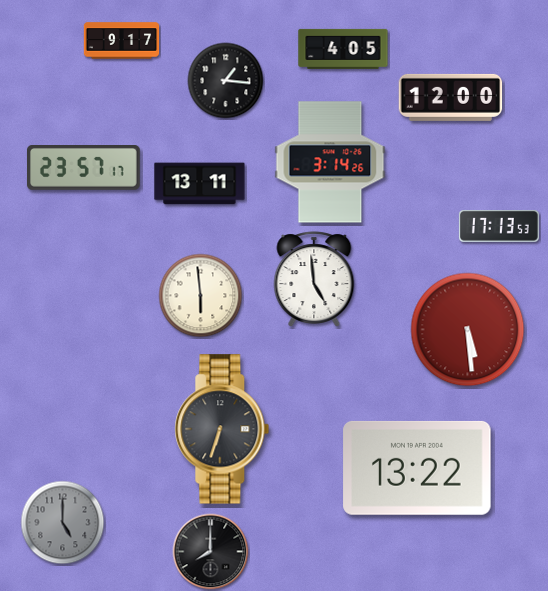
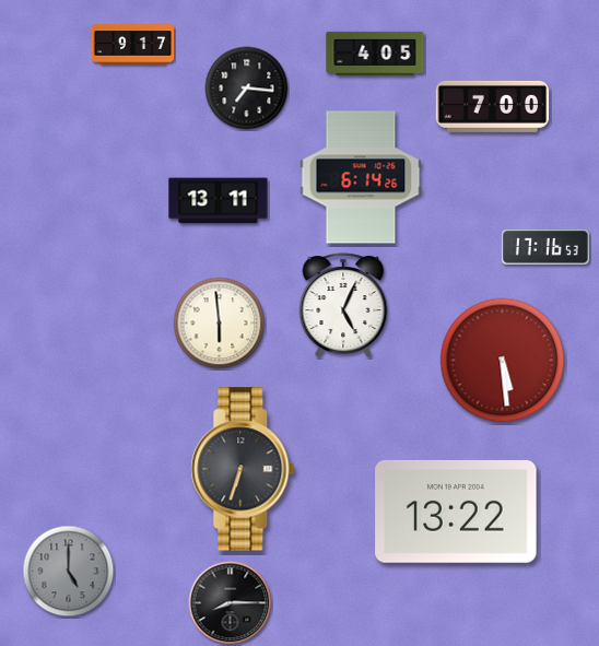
clock at (226, 81): 1:16 -> 7:16
clock at (451, 97): 12:00 -> 7:00
clock at (330, 162): 3:14 -> 6:14
clock at (84, 168): 23:57 -> none
clock at (499, 226): 17:13 -> 17:16
clock at (314, 279): 4:59 -> 5:04
clock at (468, 330) position: (468, 330) -> (503, 361)
clock at (211, 552): 8:00 -> 8:15
